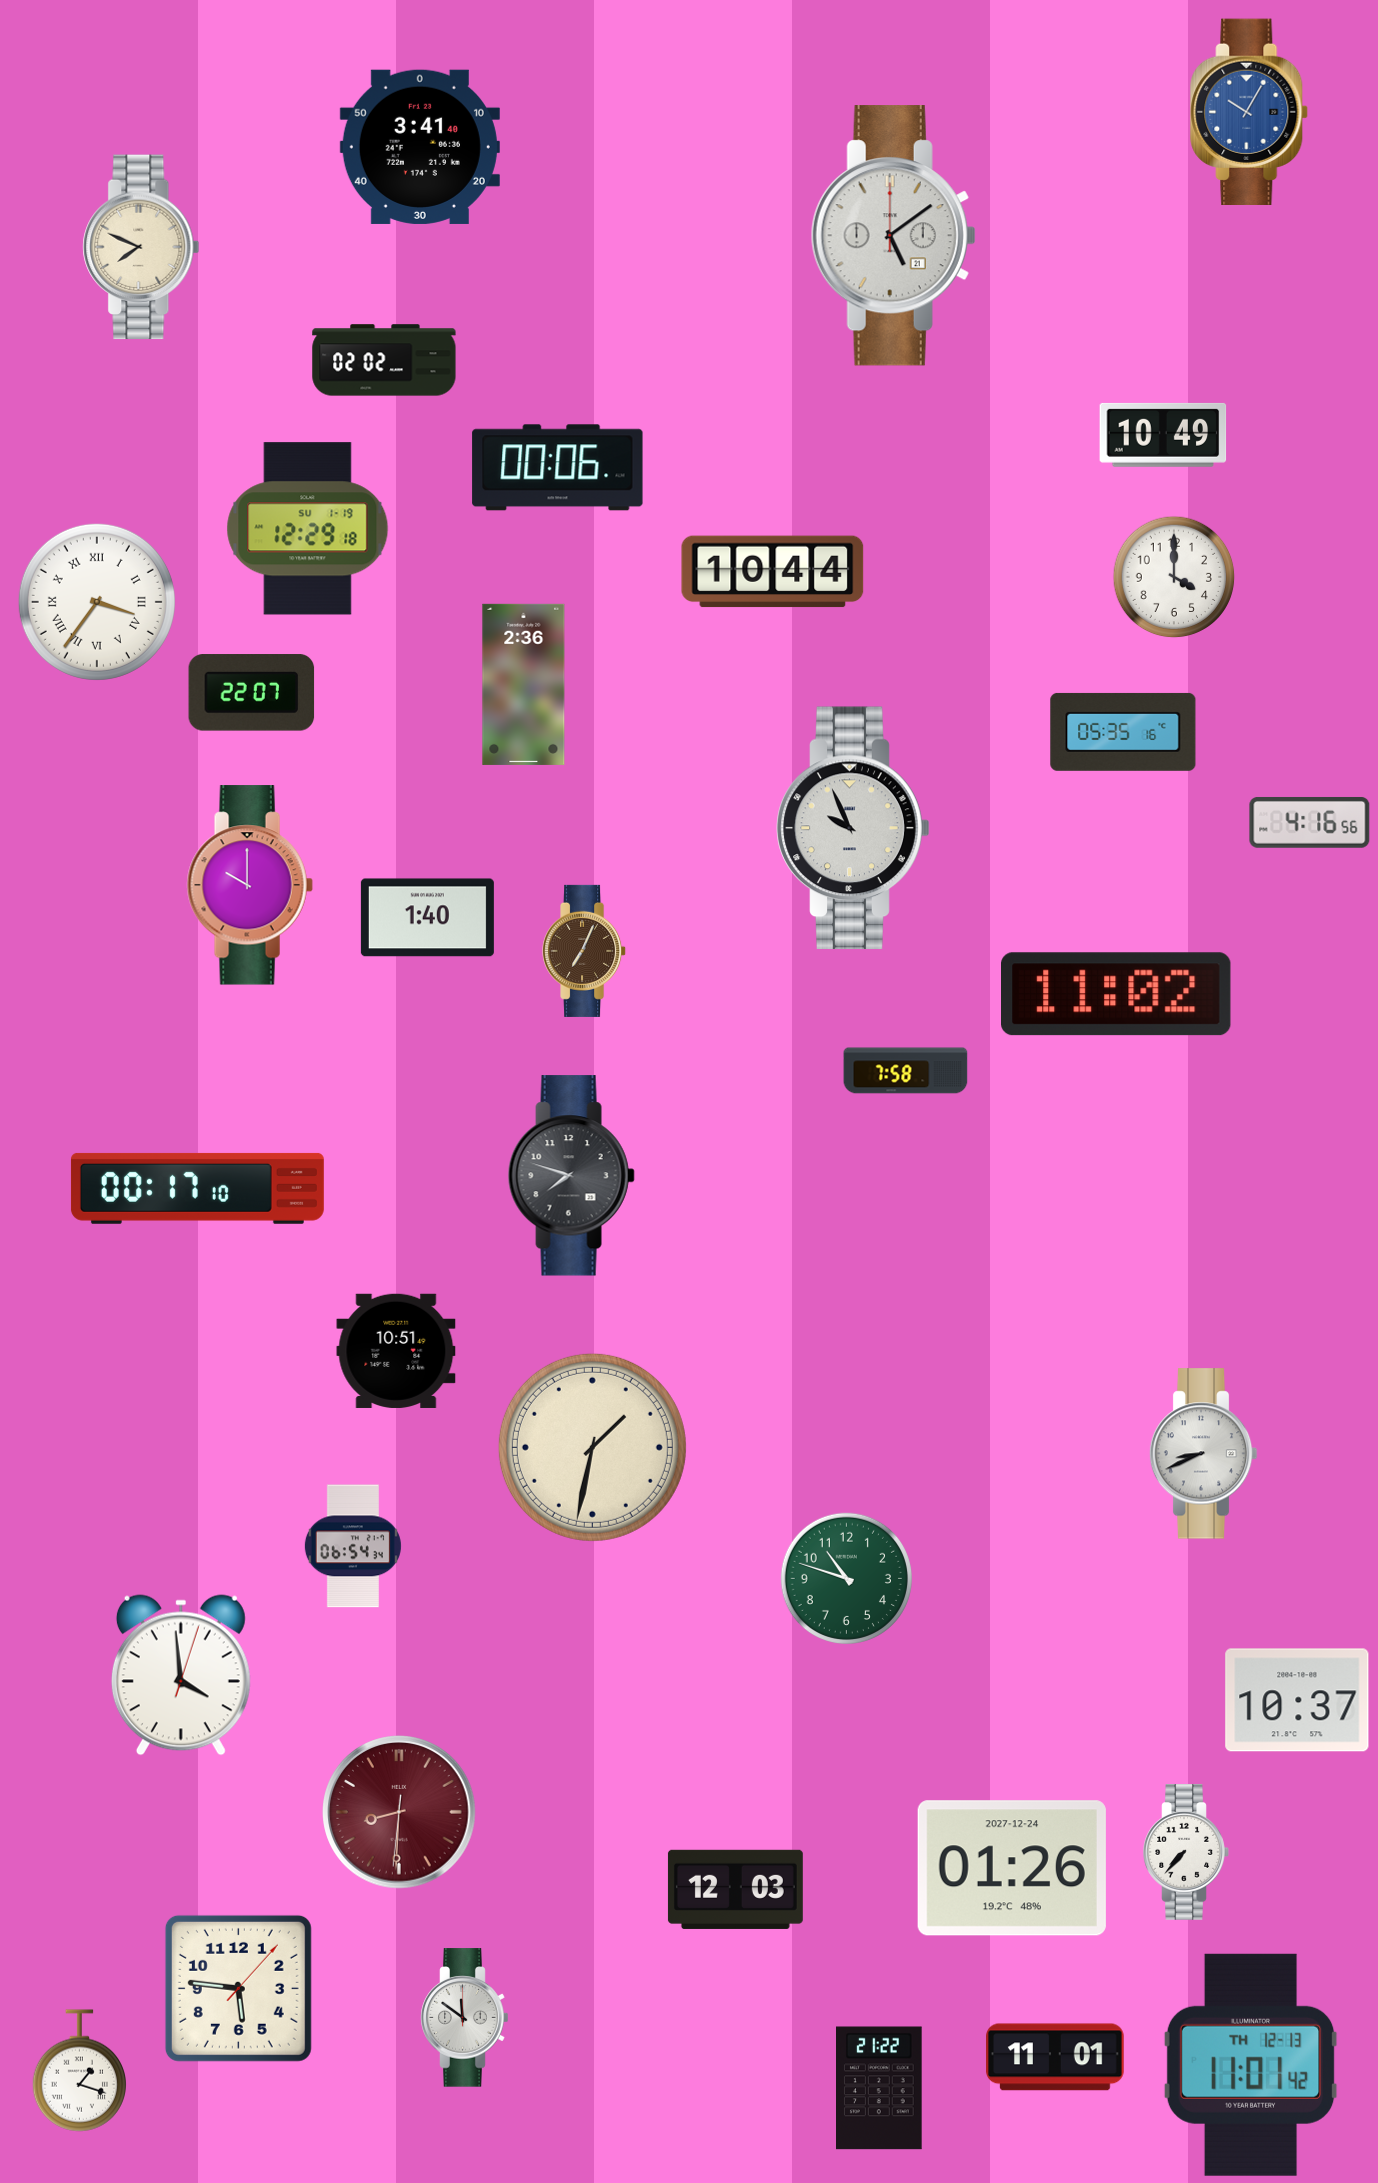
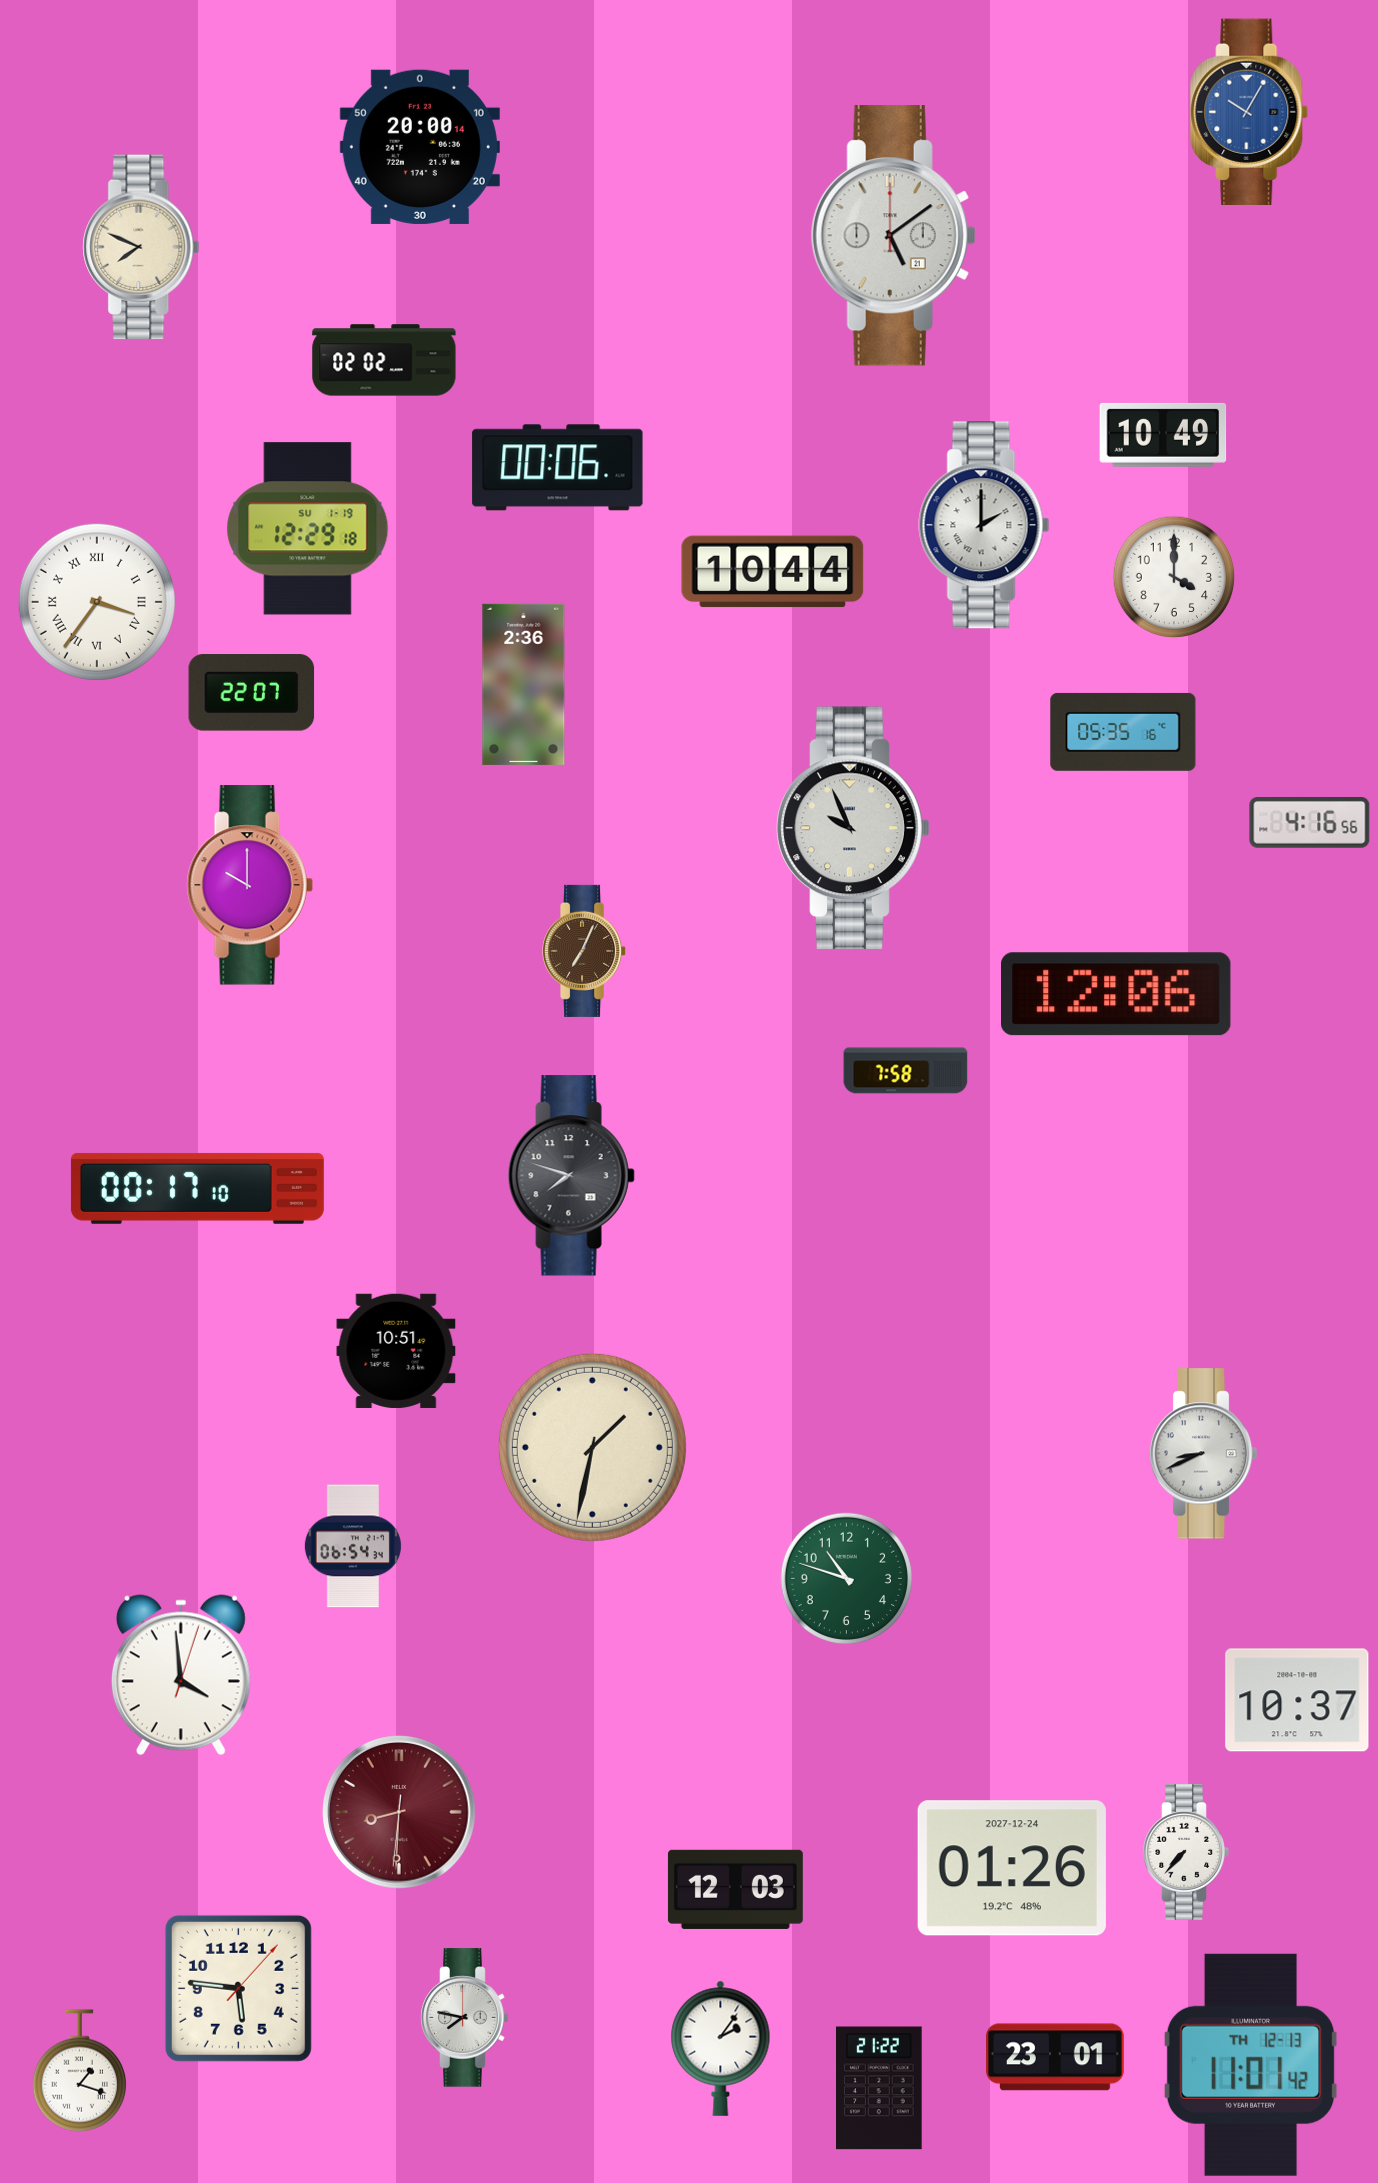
clock at (420, 147): 3:41 -> 20:00
clock at (984, 525): none -> 2:00
clock at (427, 918): 1:40 -> none
clock at (1117, 994): 11:02 -> 12:06
clock at (465, 2018): 11:51 -> 7:47
clock at (721, 2048): none -> 2:06
clock at (1055, 2057): 11:01 -> 23:01
